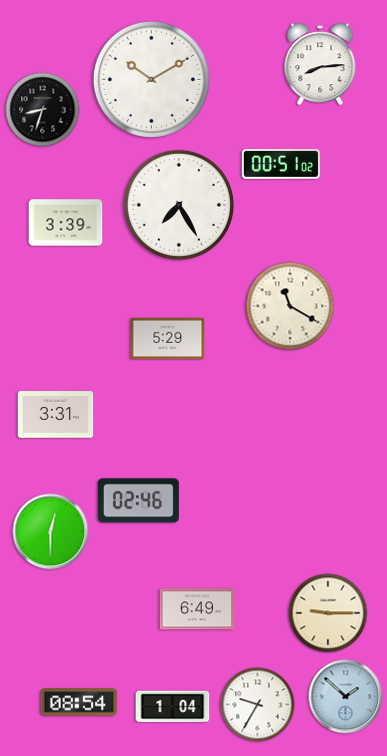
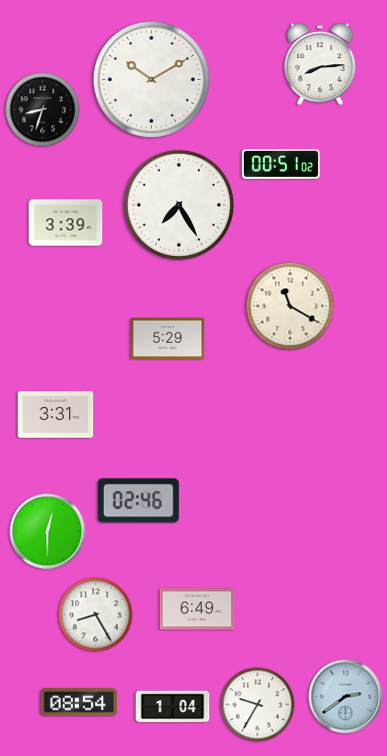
clock at (51, 532) position: (51, 532) -> (48, 532)
clock at (328, 613): 9:15 -> none
clock at (96, 615): none -> 8:25
clock at (346, 697): 1:52 -> 2:39
